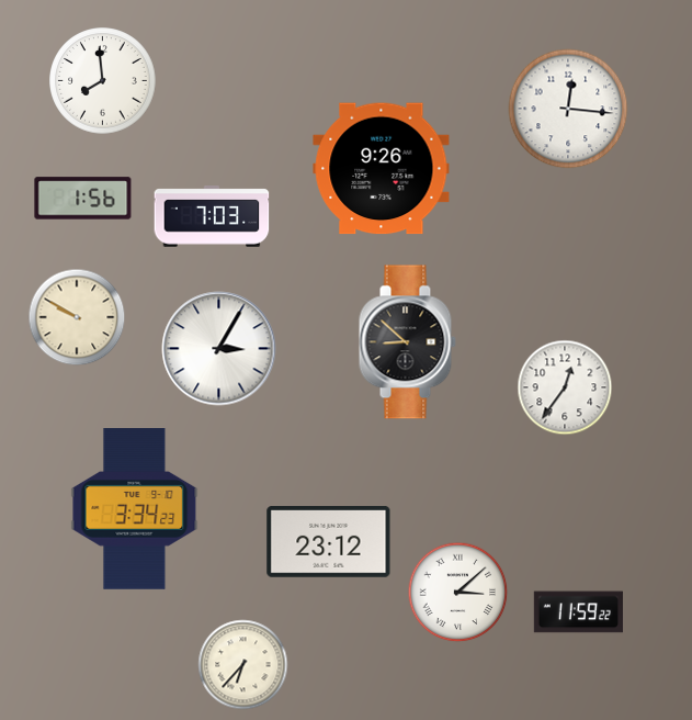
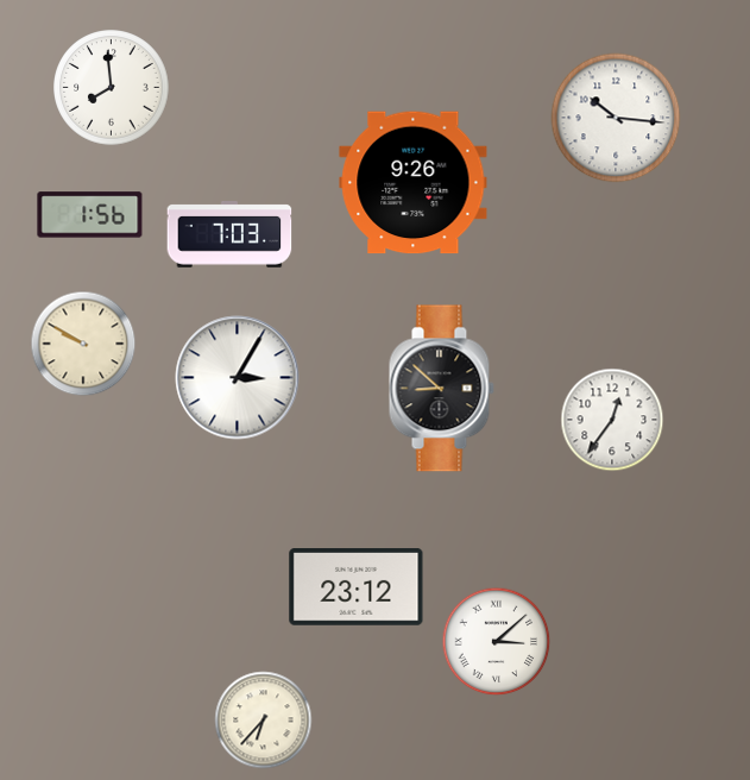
clock at (568, 109): 12:16 -> 10:16
clock at (407, 342) position: (407, 342) -> (441, 389)
clock at (135, 509): 3:34 -> none
clock at (578, 612): 11:59 -> none
